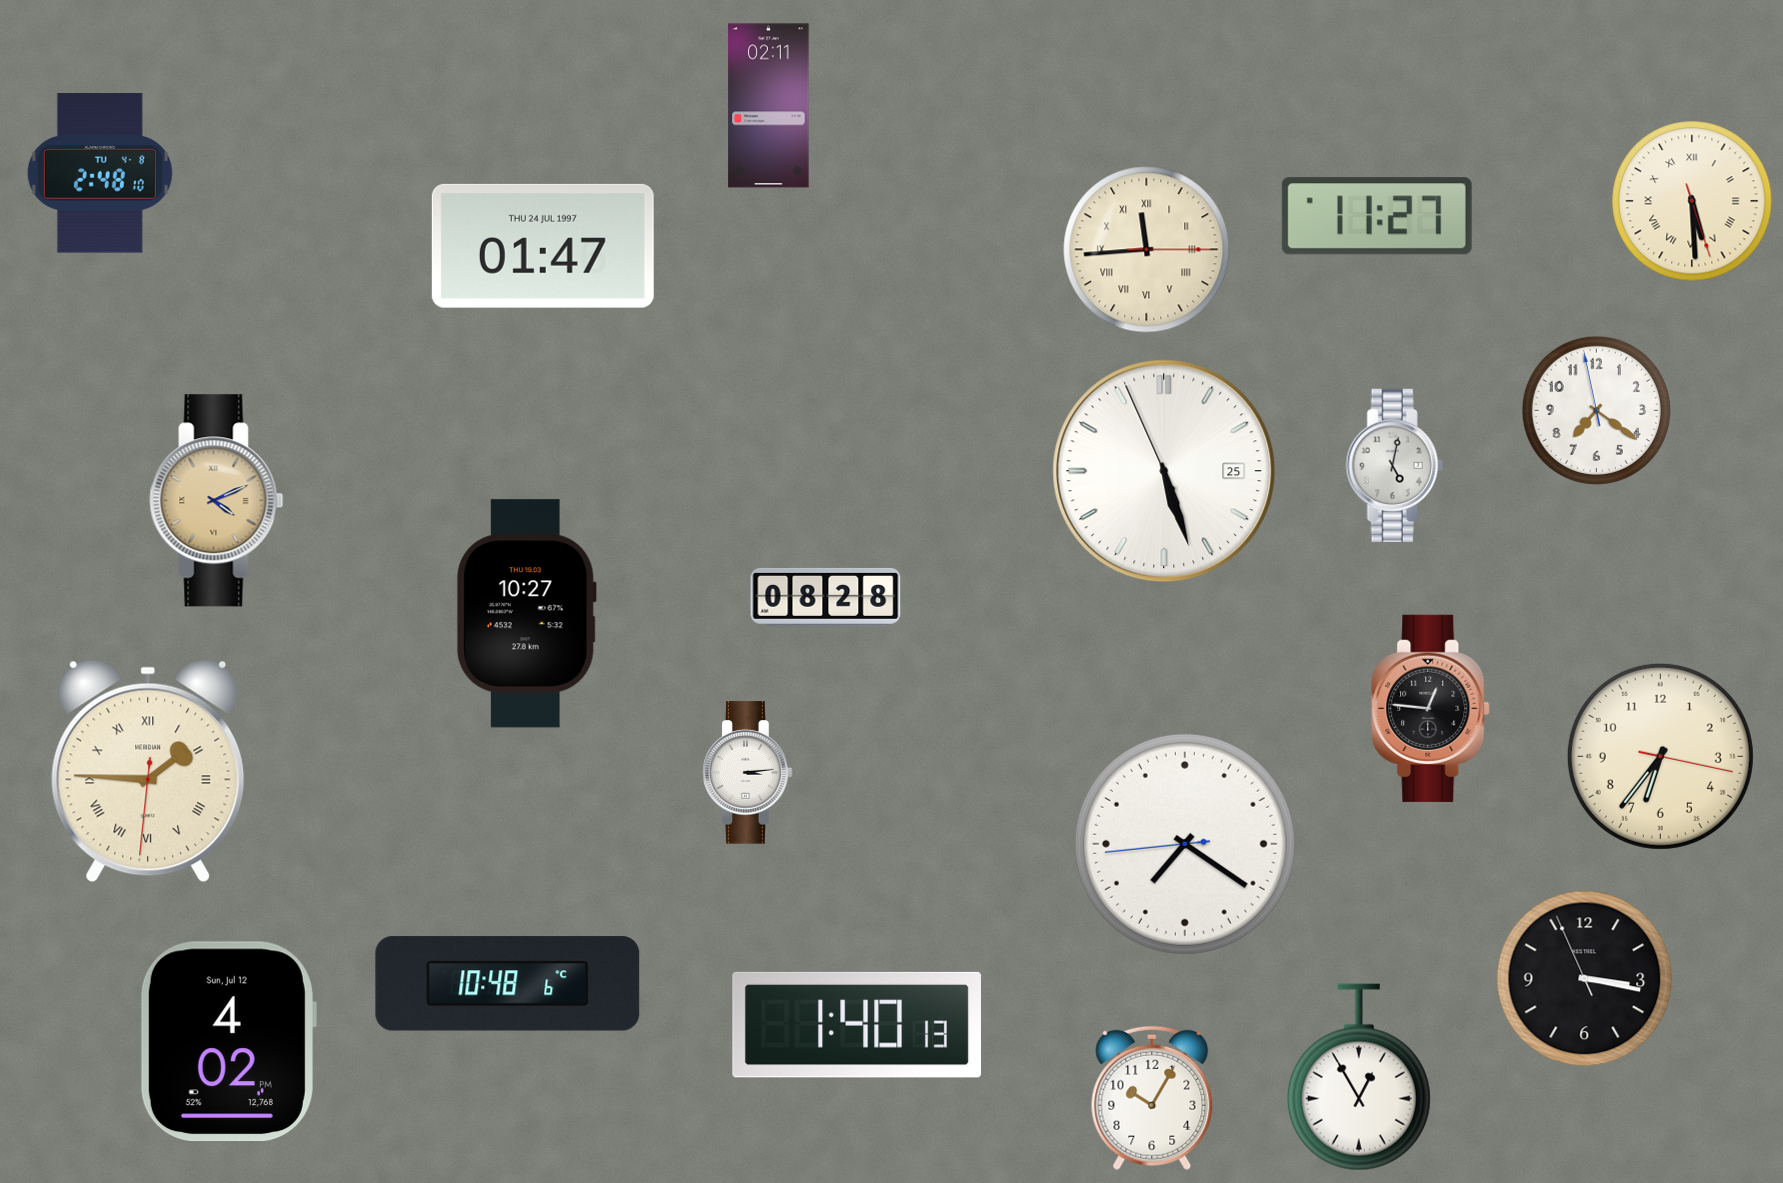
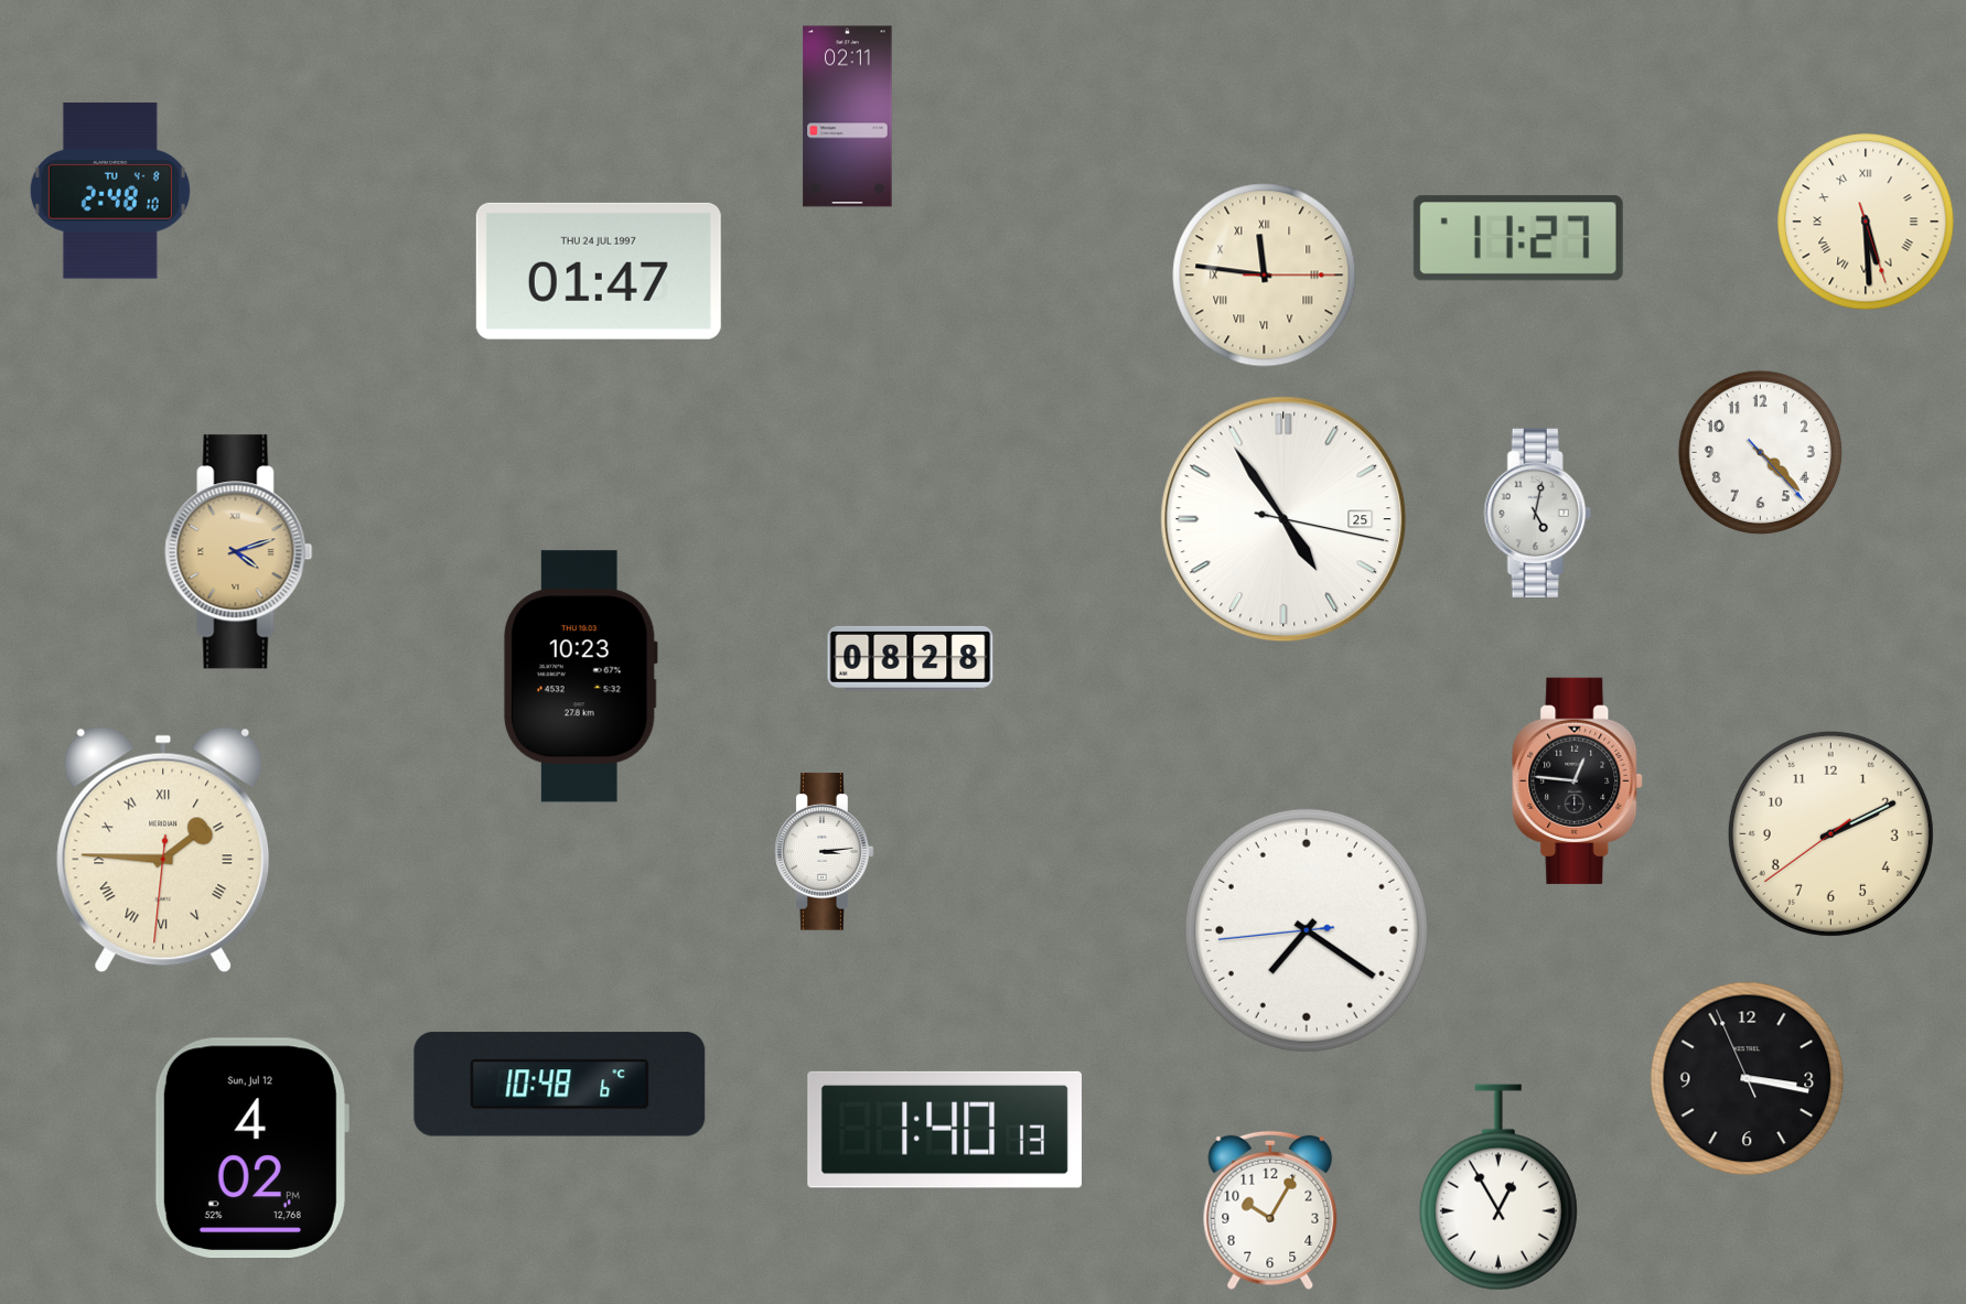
clock at (1147, 250): 11:44 -> 11:46
clock at (1596, 410): 7:20 -> 4:22
clock at (1164, 471): 5:26 -> 4:54
clock at (217, 501): 4:11 -> 4:12
clock at (526, 614): 10:27 -> 10:23
clock at (1660, 756): 6:36 -> 2:10
